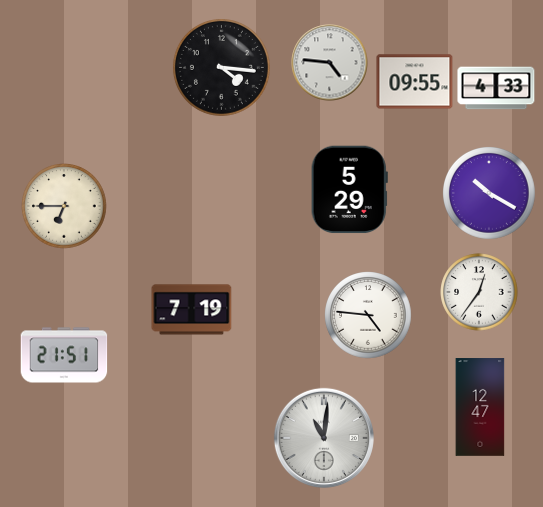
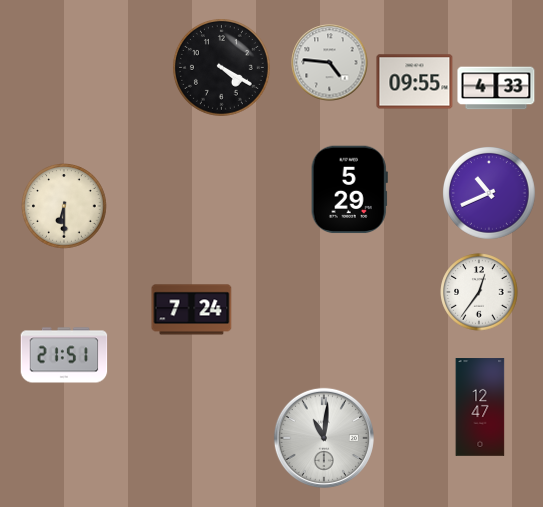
clock at (221, 67): 4:16 -> 4:20
clock at (490, 194): 10:20 -> 10:41
clock at (64, 206): 6:45 -> 6:30
clock at (192, 310): 7:19 -> 7:24
clock at (368, 315): 4:46 -> none
